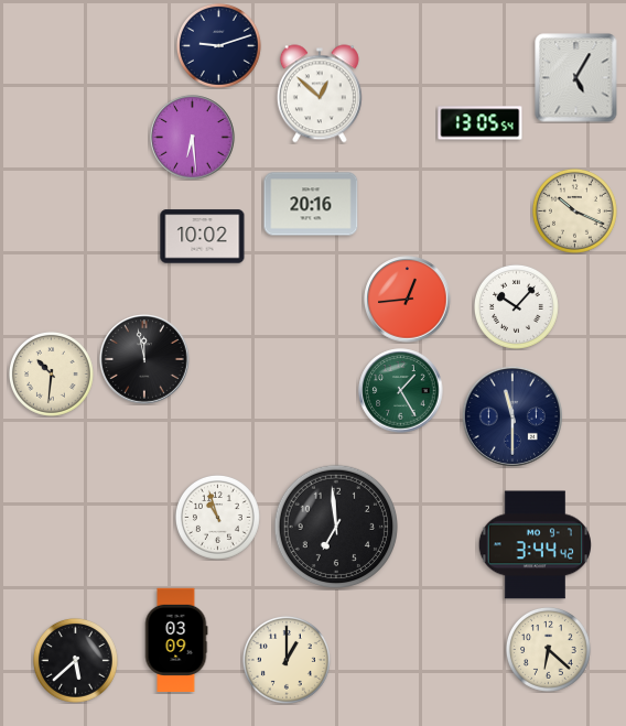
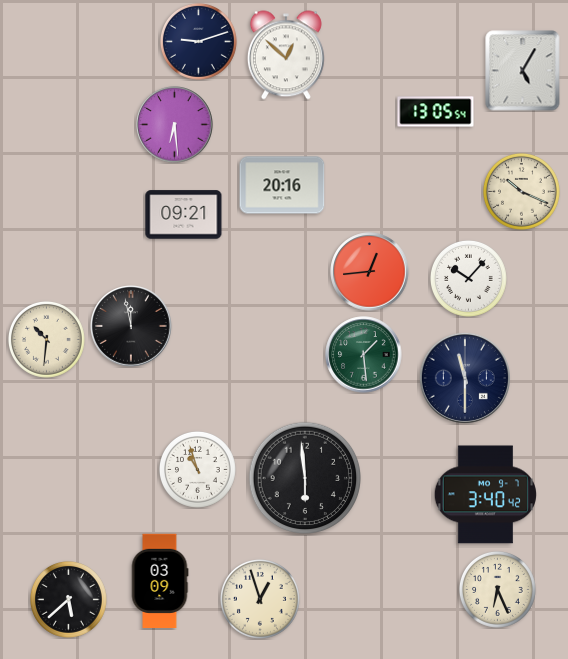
clock at (320, 94) position: (320, 94) -> (286, 55)
clock at (203, 237): 10:02 -> 09:21
clock at (401, 391): 1:25 -> 1:29
clock at (336, 527): 6:59 -> 5:59
clock at (535, 545): 3:44 -> 3:40
clock at (548, 649): 6:22 -> 6:26
clock at (287, 660): 1:00 -> 12:57
